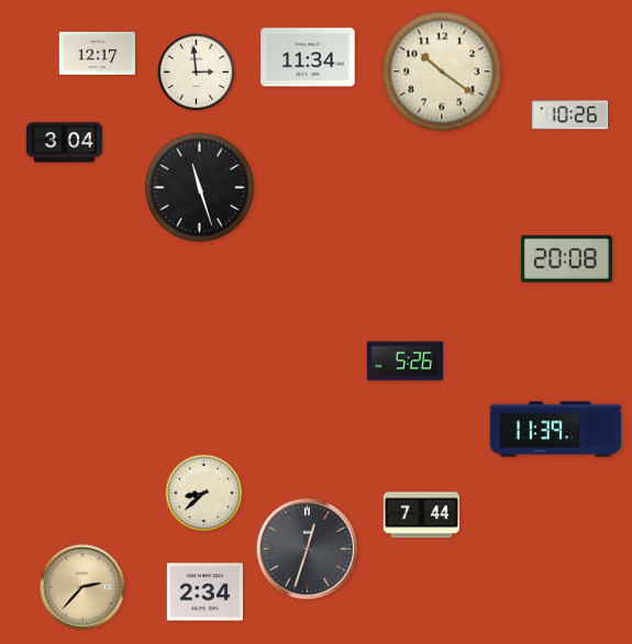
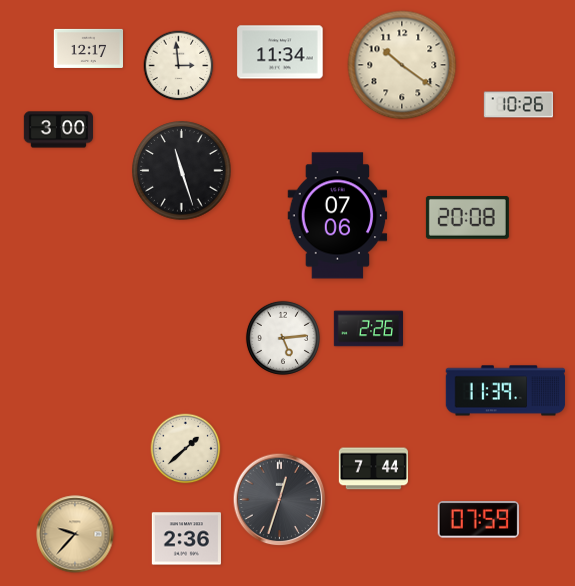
clock at (64, 143): 3:04 -> 3:00
clock at (338, 216): none -> 07:06
clock at (566, 259) position: (566, 259) -> (467, 218)
clock at (404, 362): 5:26 -> 2:26
clock at (283, 338): none -> 5:14
clock at (204, 493): 8:38 -> 1:38
clock at (421, 515) position: (421, 515) -> (373, 469)
clock at (478, 520): none -> 07:59
clock at (82, 587): 2:37 -> 9:37
clock at (204, 592): 2:34 -> 2:36
